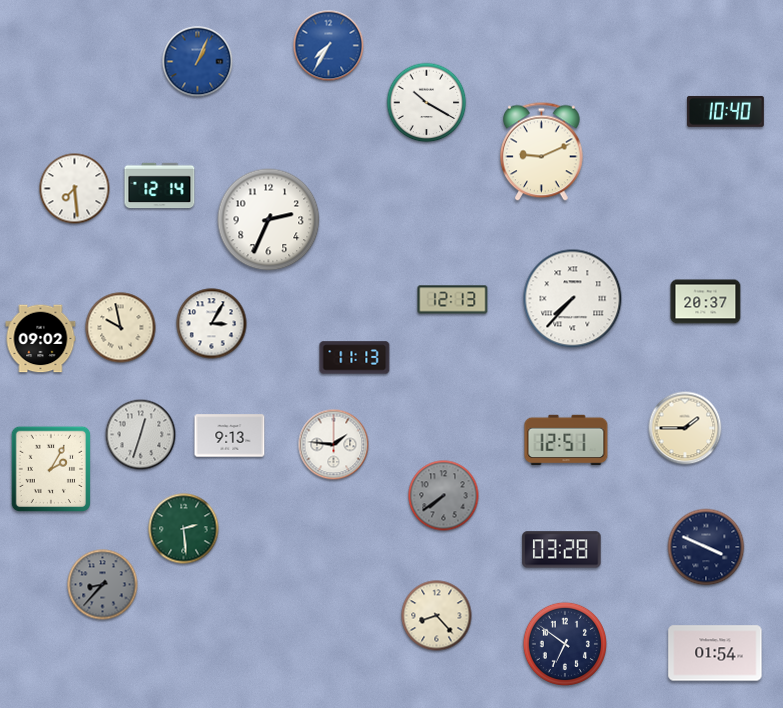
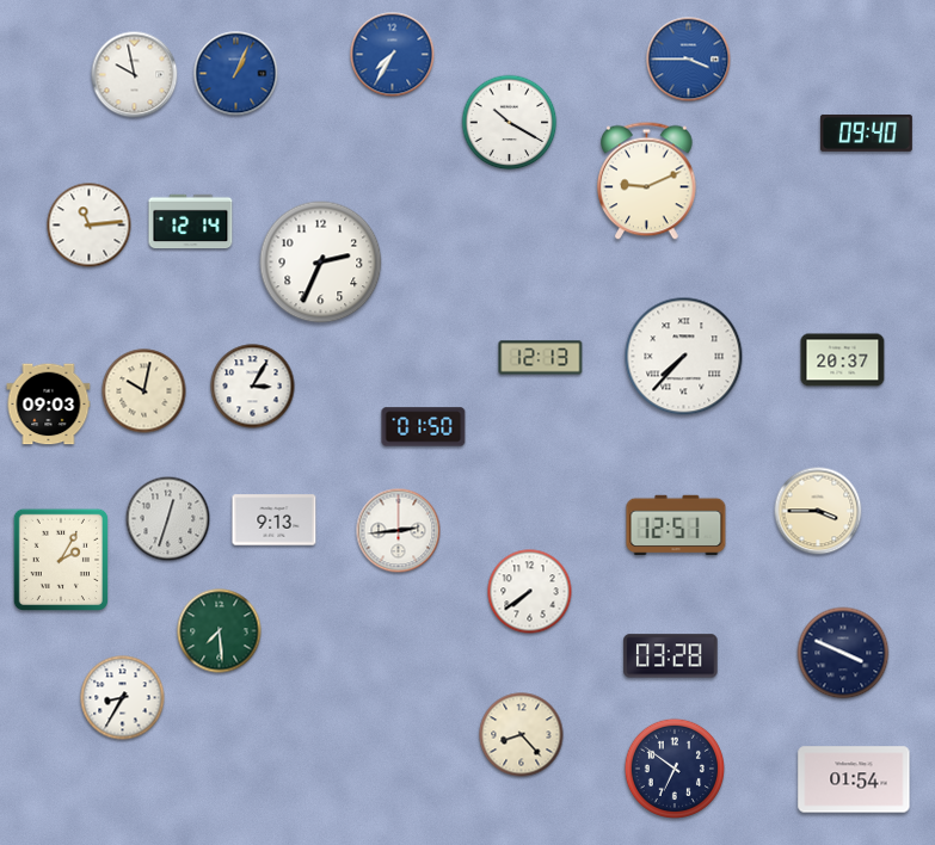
clock at (689, 60): none -> 3:45
clock at (135, 75): none -> 9:58
clock at (725, 111): 10:40 -> 09:40
clock at (75, 189): 7:29 -> 11:14
clock at (121, 328): 9:58 -> 10:02
clock at (41, 339): 09:02 -> 09:03
clock at (355, 358): 11:13 -> 01:50
clock at (685, 428): 1:45 -> 3:45
clock at (334, 445): 1:46 -> 2:44
clock at (444, 496) dial: grey -> white
clock at (184, 529): 2:29 -> 7:29
clock at (103, 585): 8:37 -> 8:35
clock at (103, 585) dial: grey -> white
